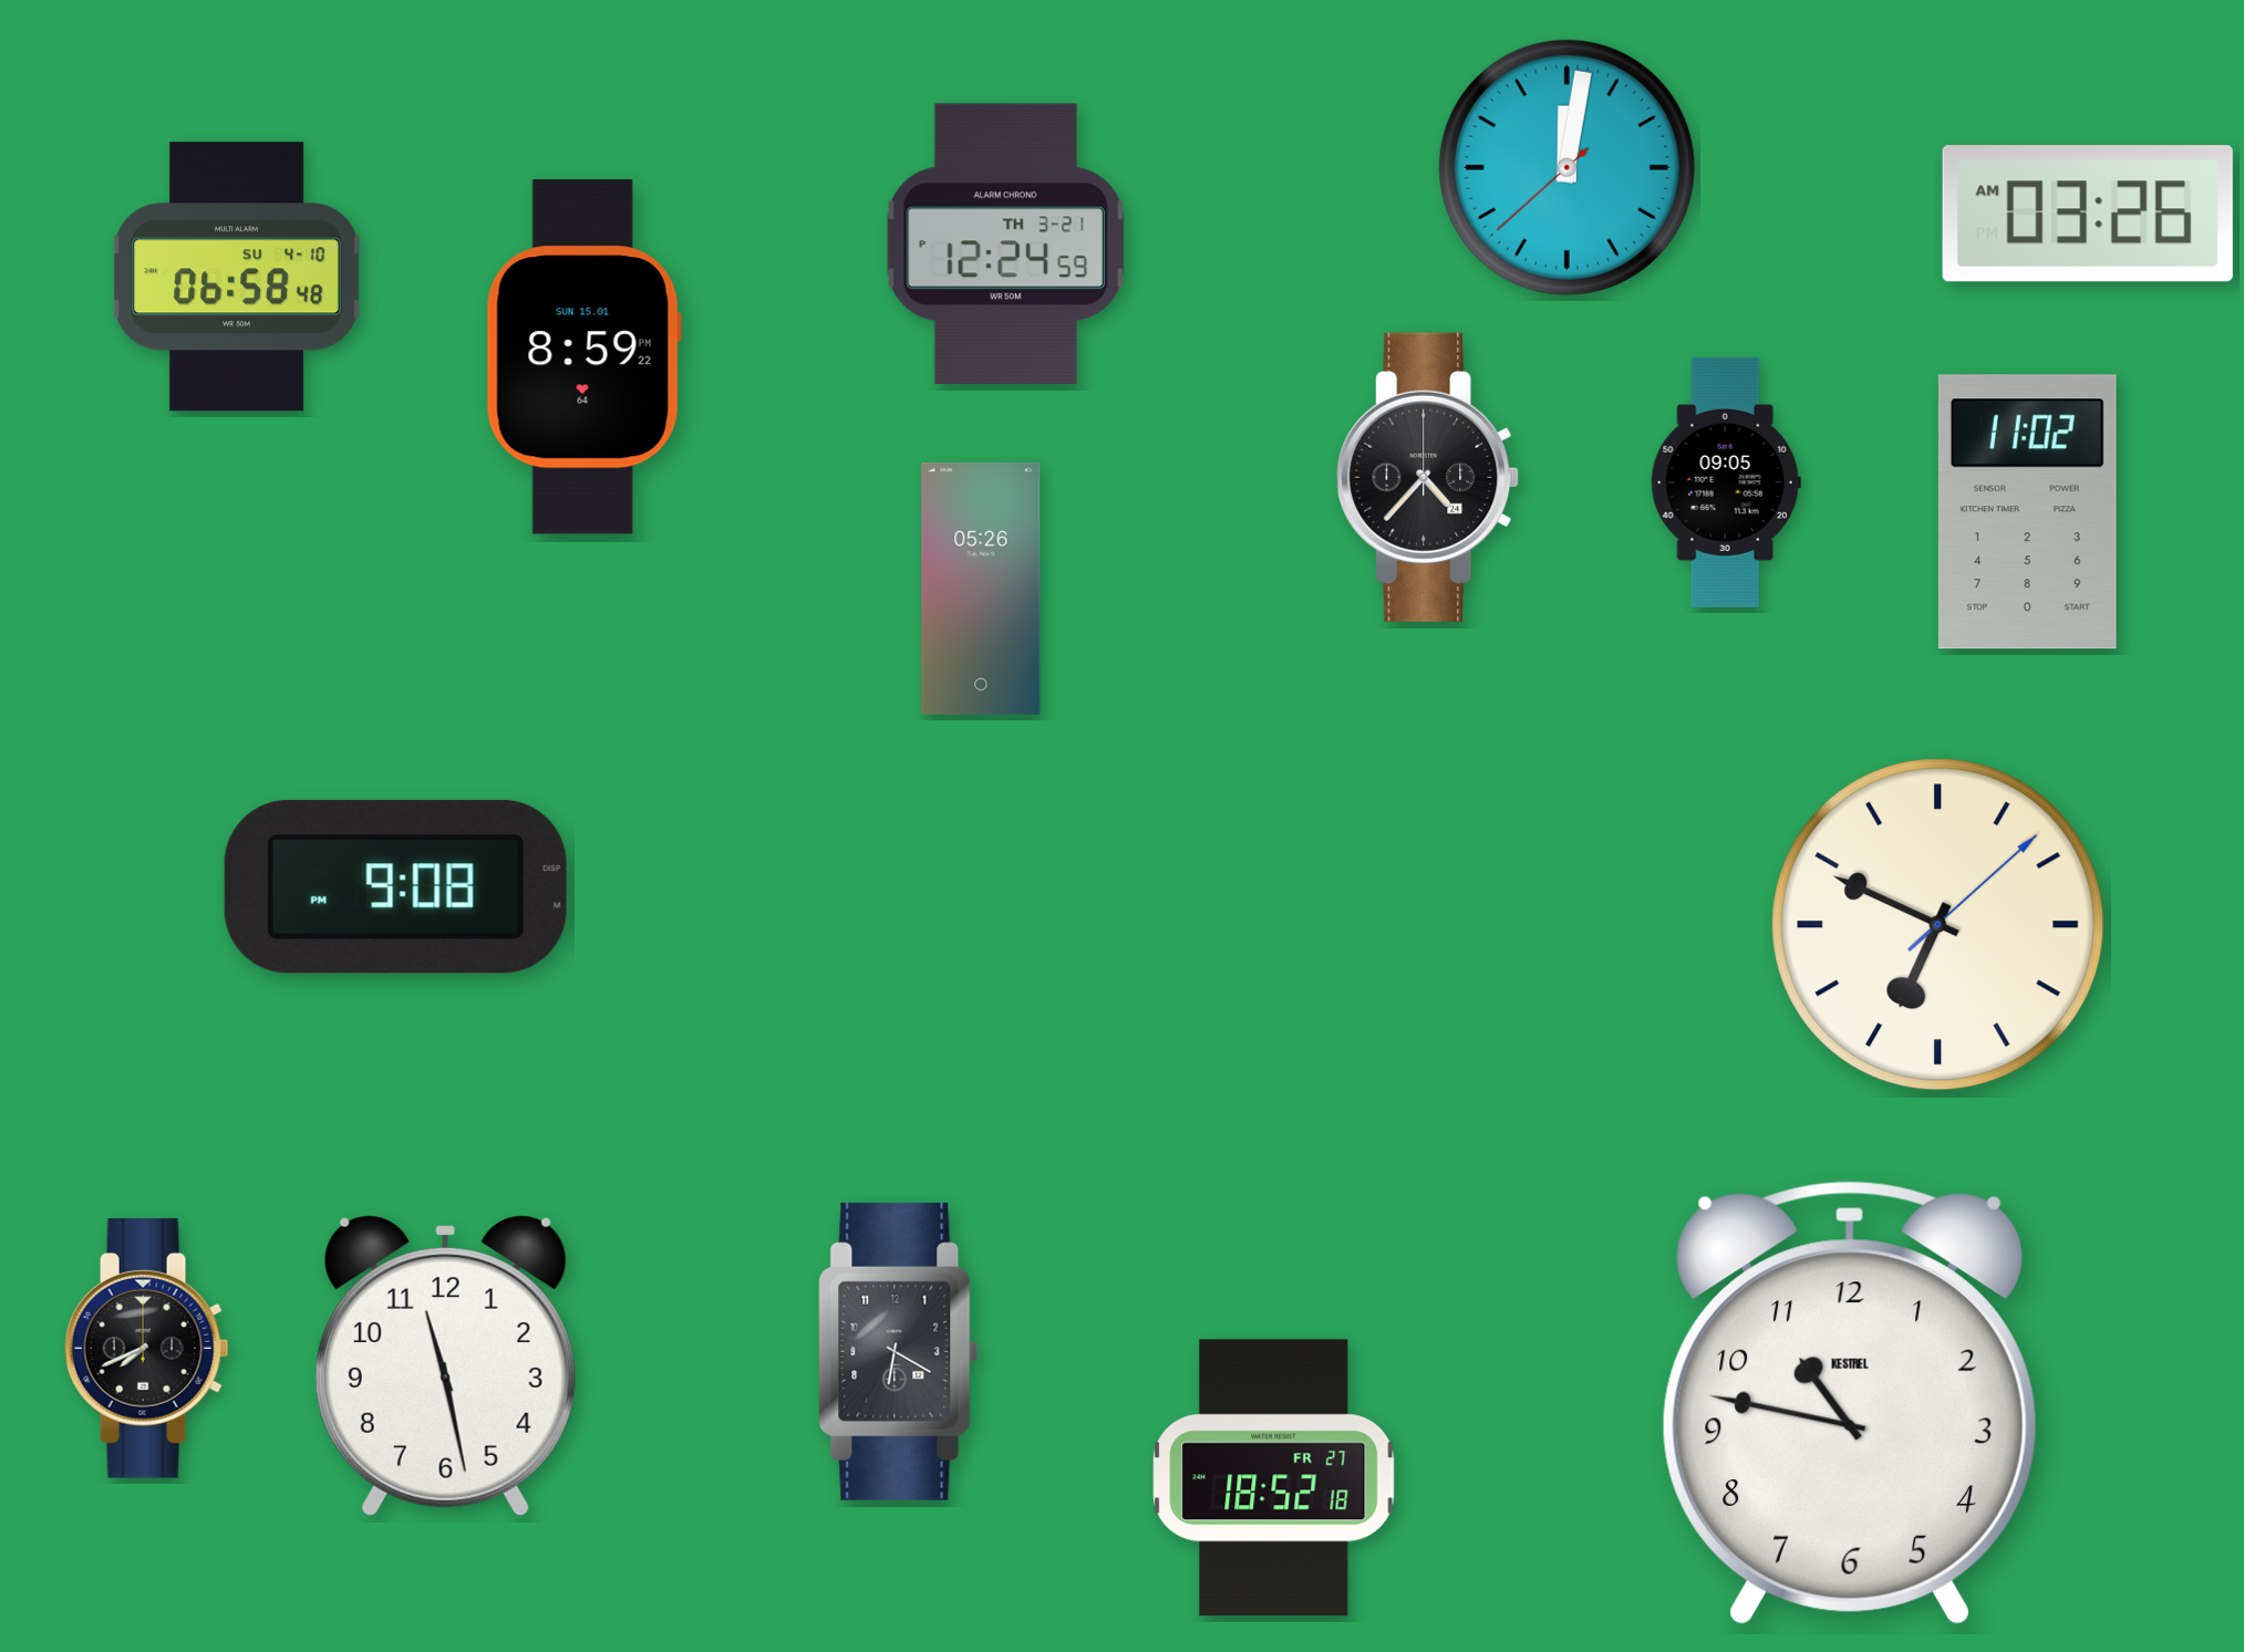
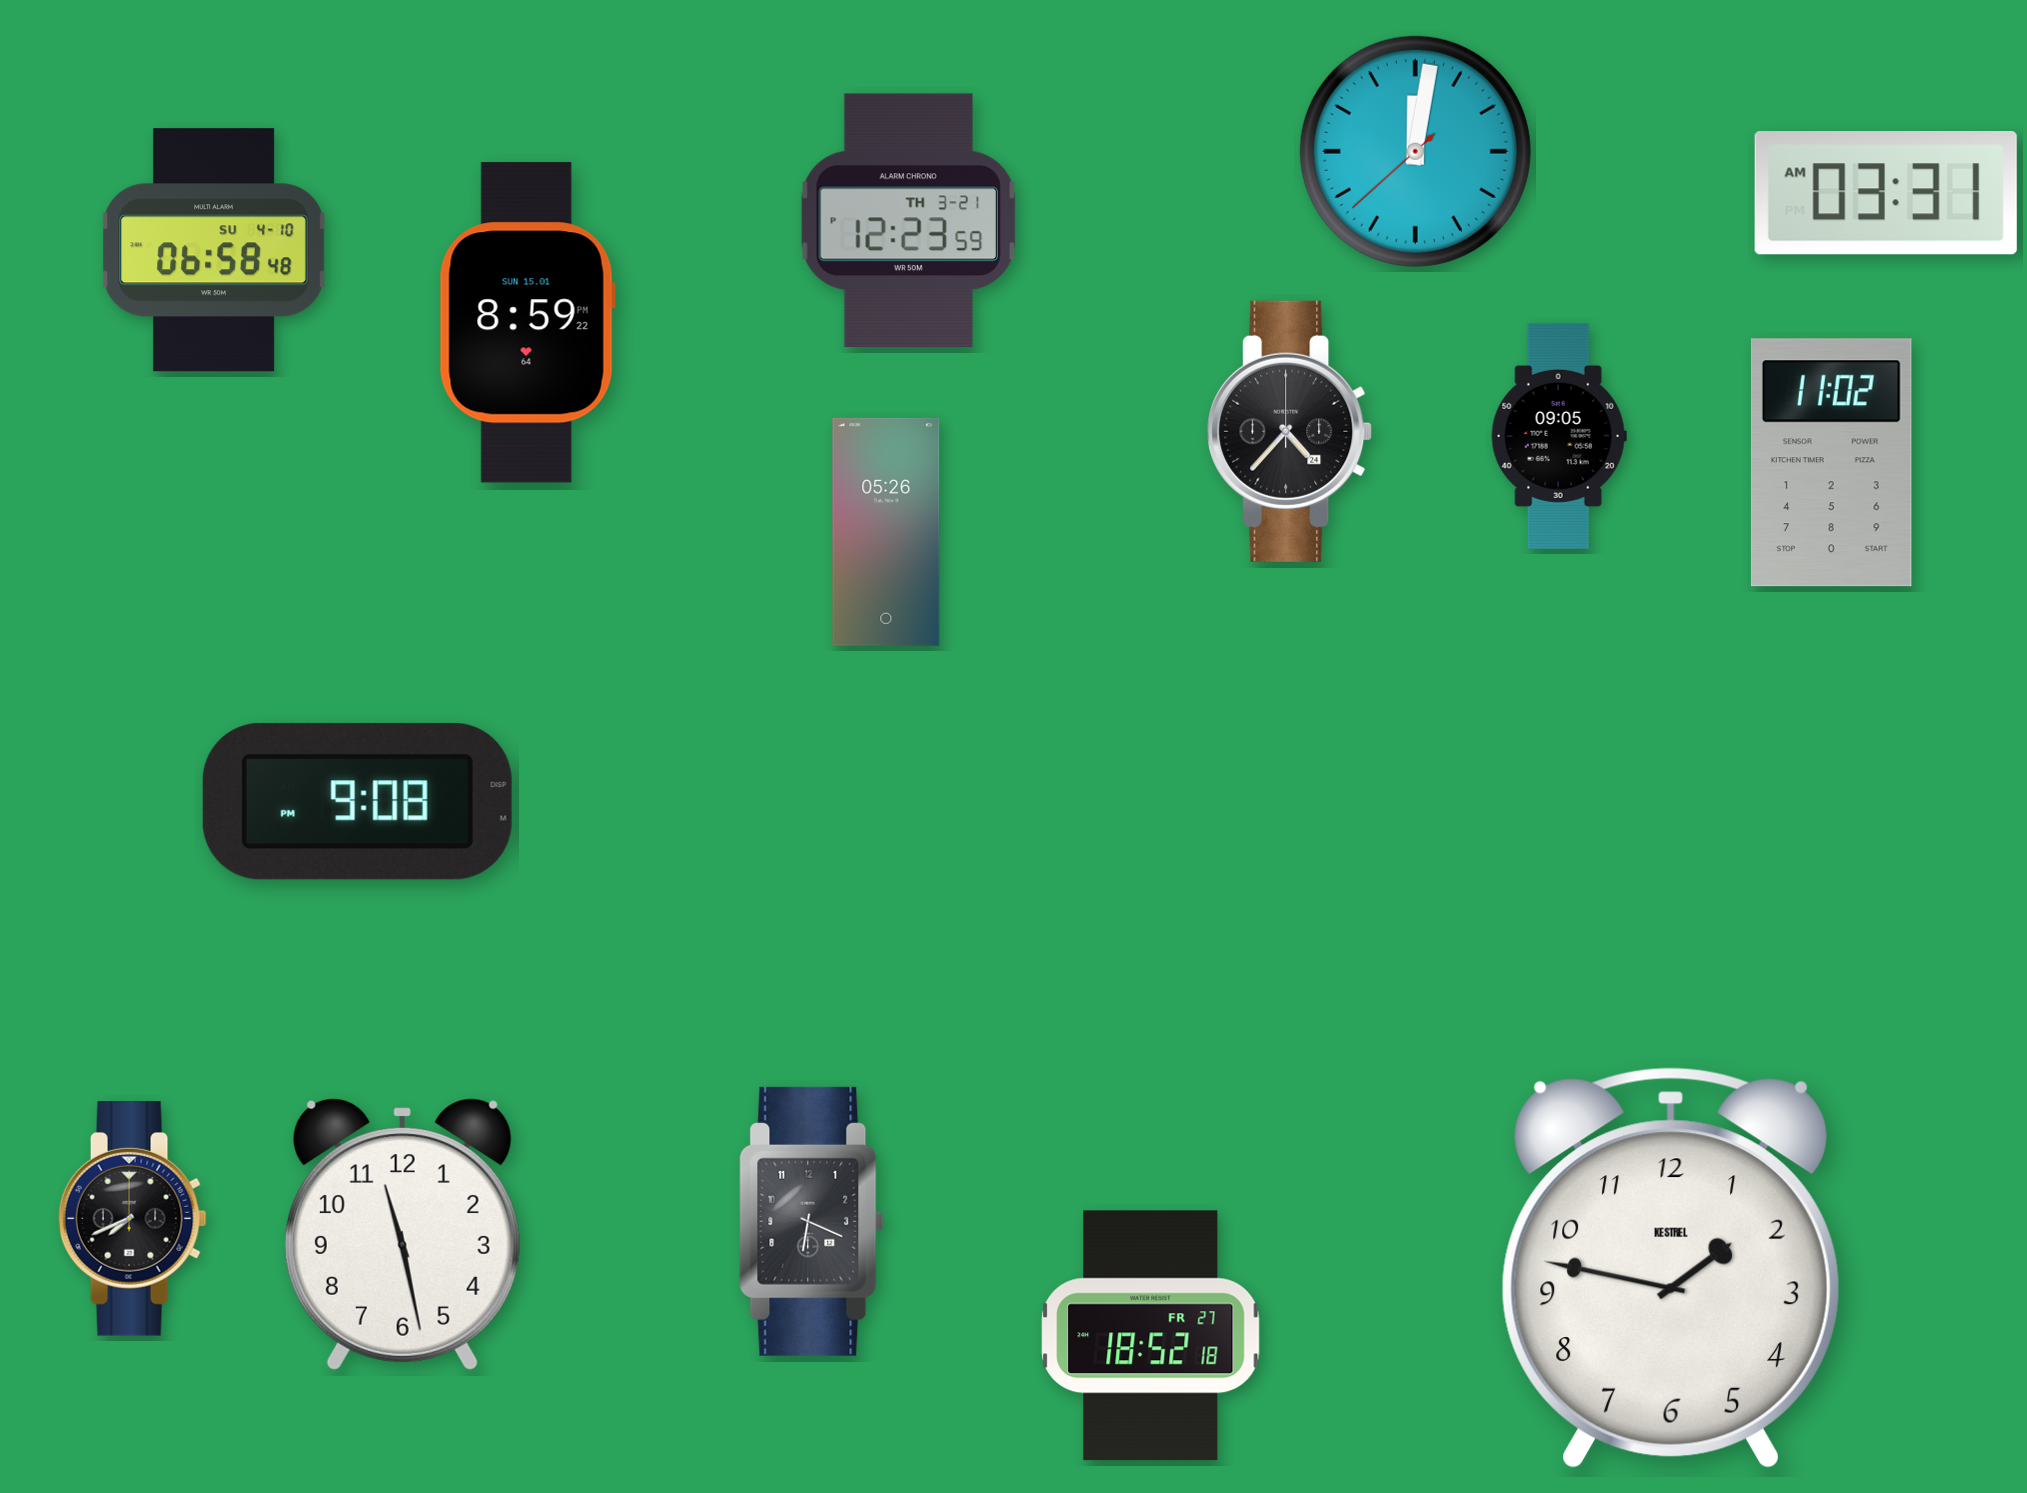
clock at (2088, 214): 03:26 -> 03:31
clock at (1005, 245): 12:24 -> 12:23
clock at (1938, 925): 6:49 -> none
clock at (899, 1351): 6:20 -> 6:19
clock at (1850, 1403): 10:47 -> 1:47
